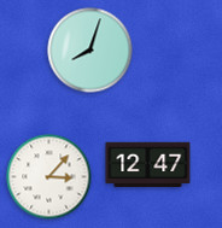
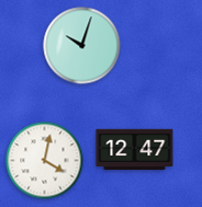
clock at (90, 51): 8:03 -> 10:03
clock at (49, 177): 3:07 -> 4:02
